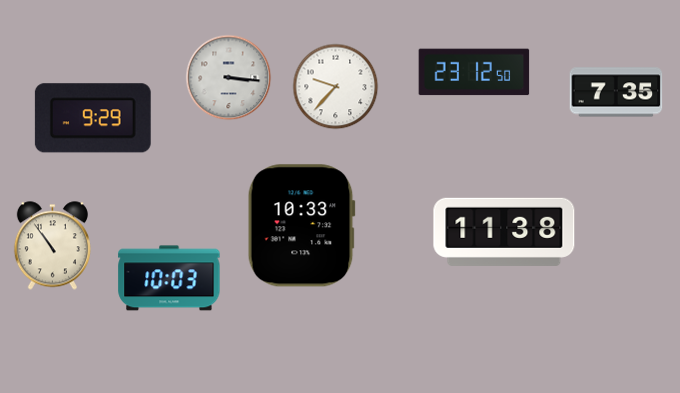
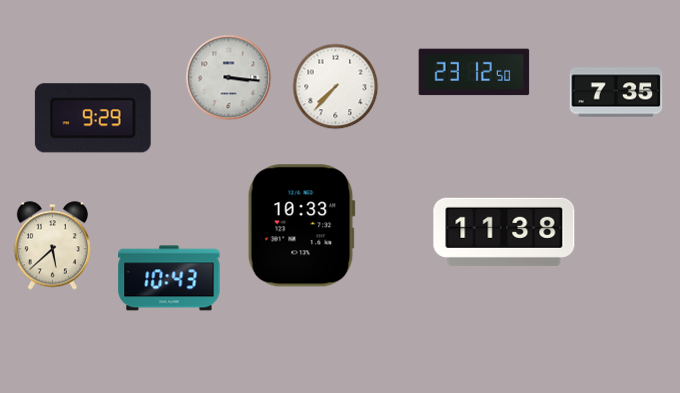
clock at (336, 87): 9:37 -> 7:37
clock at (52, 246): 10:54 -> 5:38
clock at (169, 278): 10:03 -> 10:43
